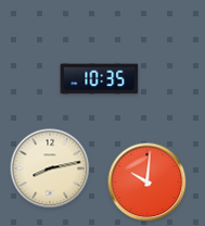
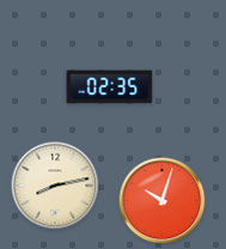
clock at (100, 79): 10:35 -> 02:35
clock at (148, 183): 10:01 -> 10:03
